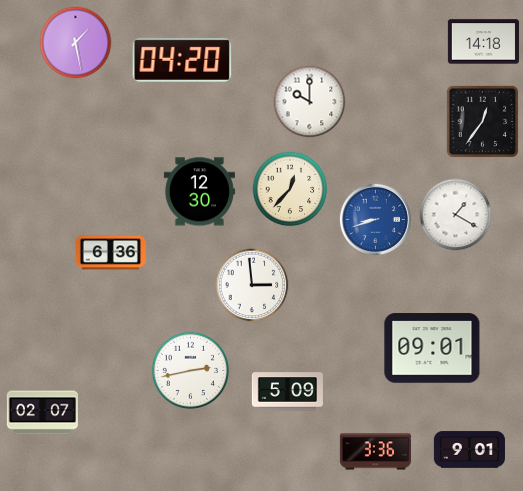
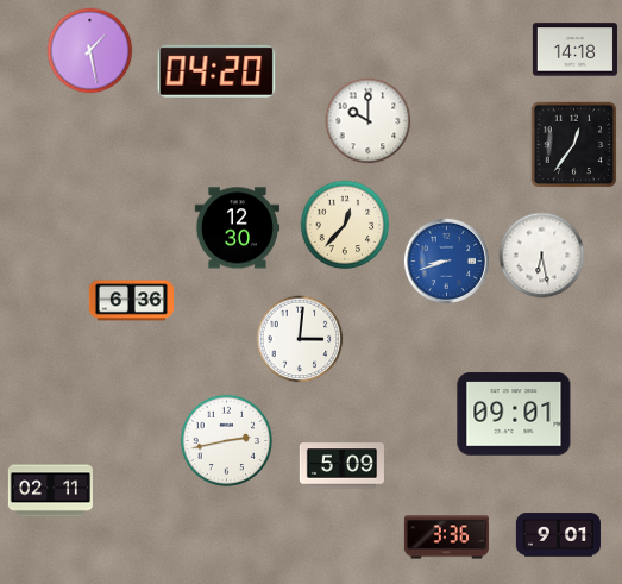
clock at (456, 215): 1:20 -> 6:28
clock at (252, 285): 2:59 -> 3:01
clock at (42, 413): 02:07 -> 02:11
